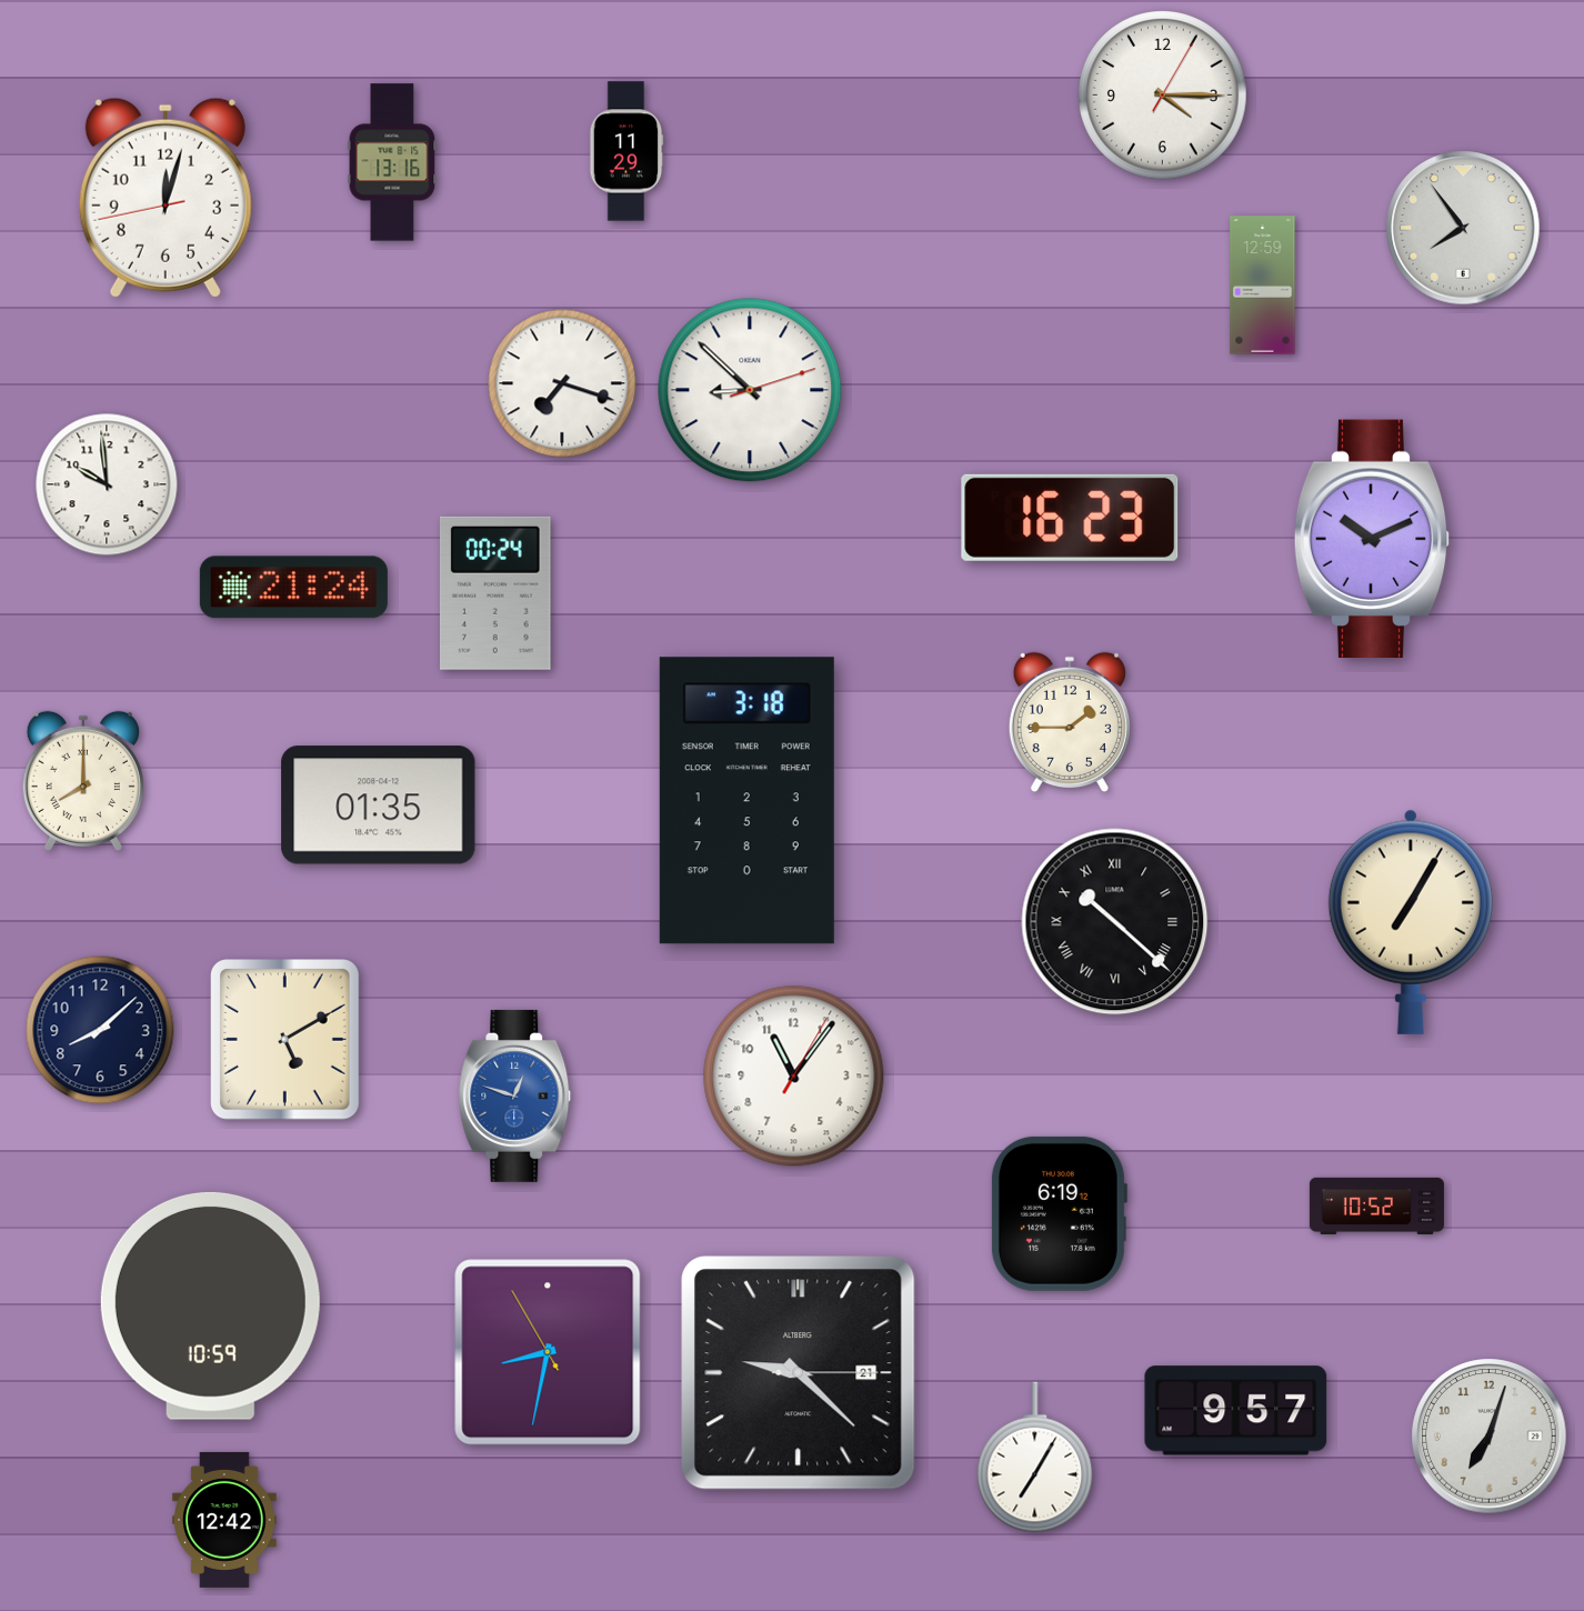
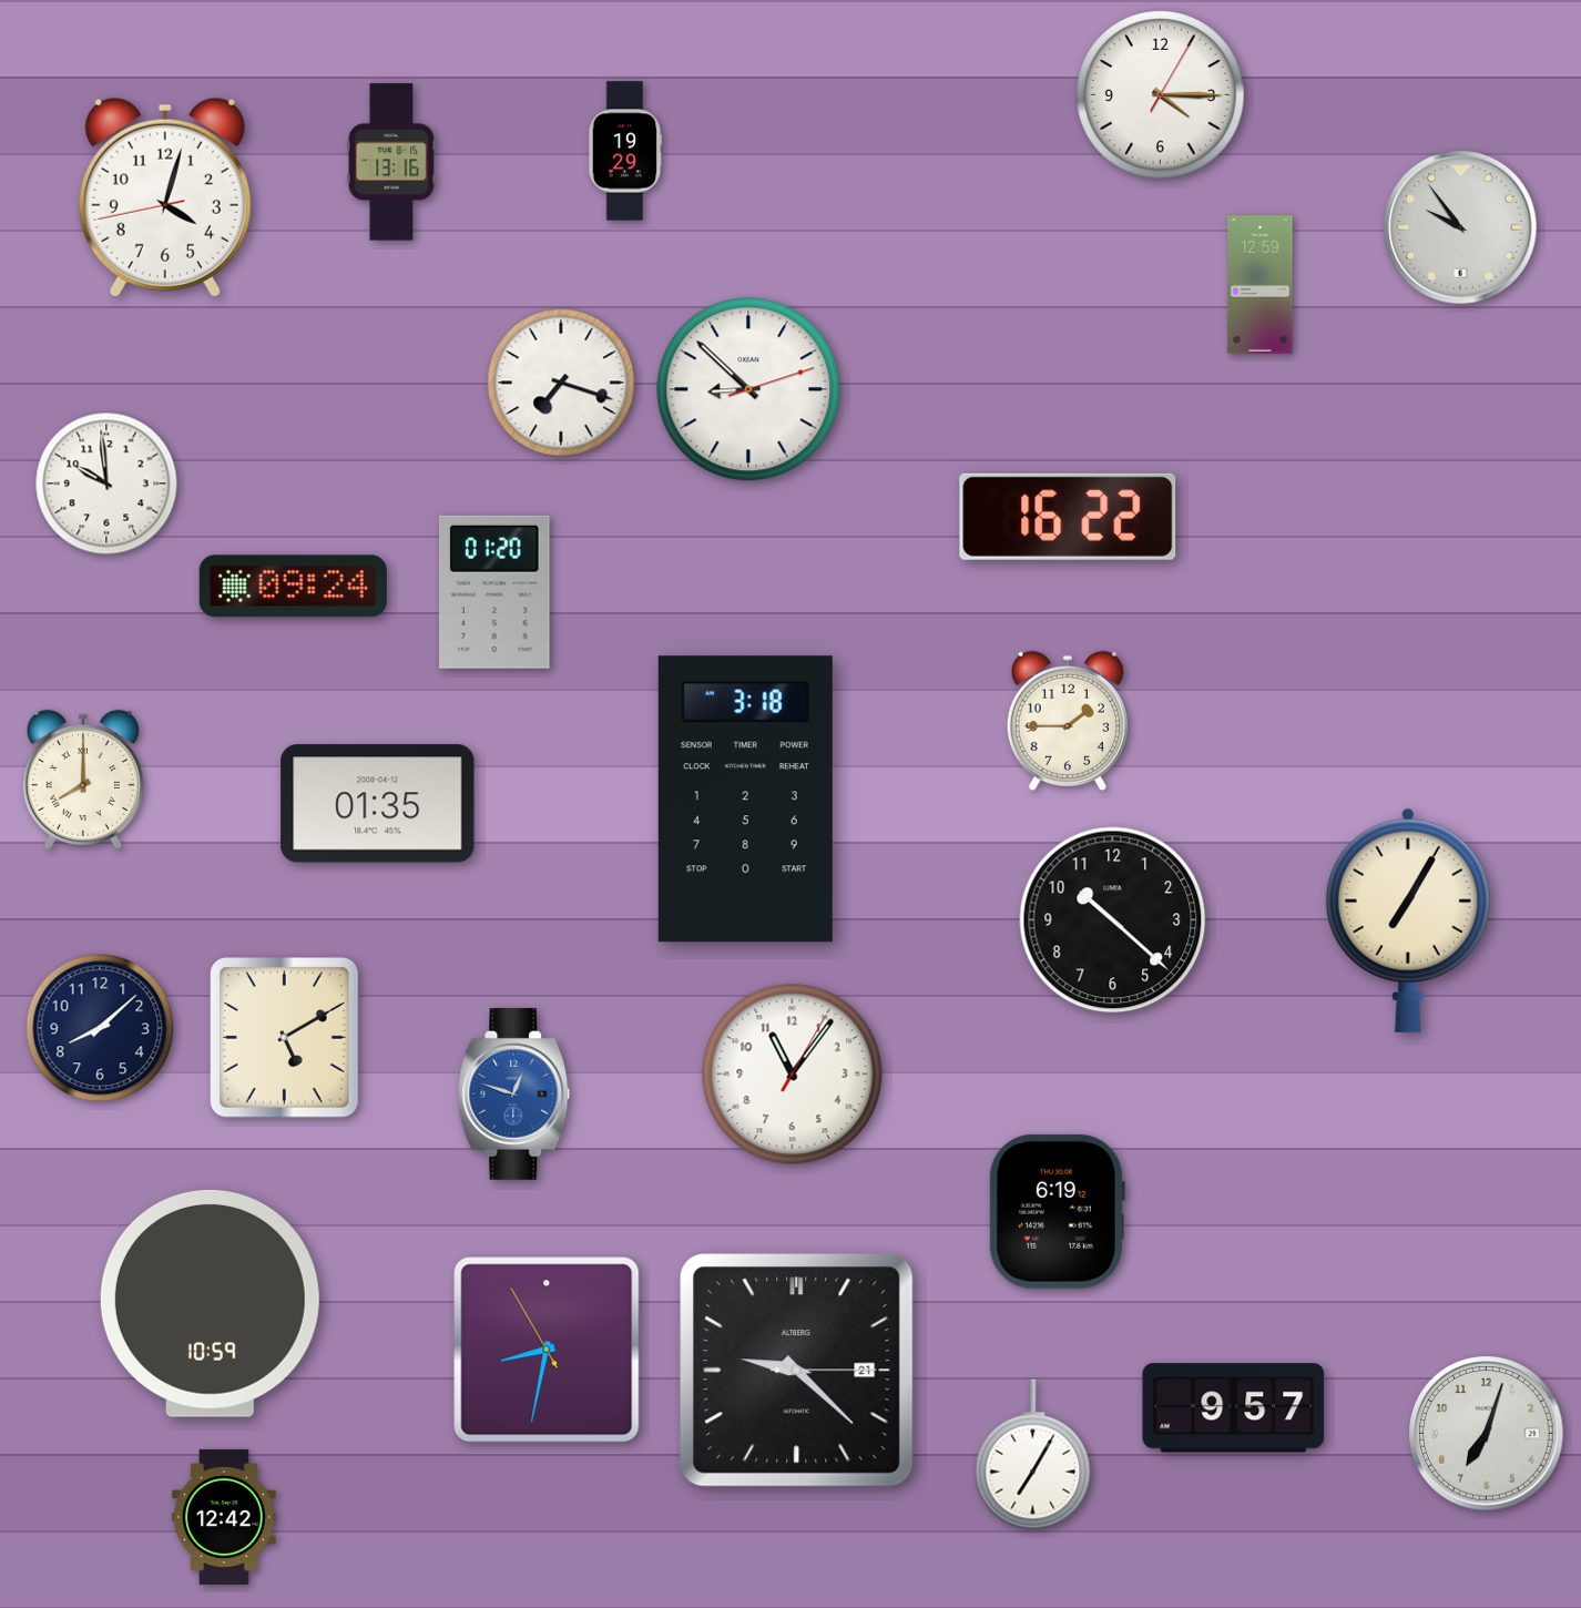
clock at (626, 151): 11:29 -> 19:29
clock at (166, 198): 12:02 -> 4:02
clock at (1463, 228): 7:54 -> 9:54
clock at (1070, 518): 16:23 -> 16:22
clock at (1372, 538): 10:11 -> none
clock at (293, 588): 21:24 -> 09:24
clock at (495, 593): 00:24 -> 01:20
clock at (1115, 922) numerals: Roman -> Arabic
clock at (1376, 1205): 10:52 -> none
